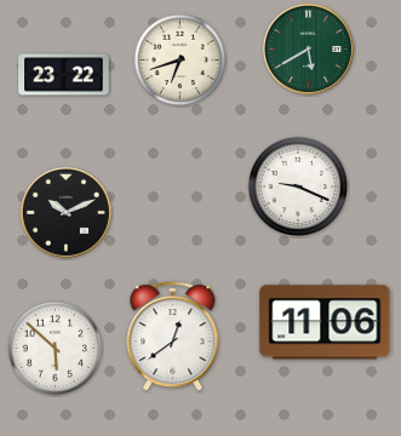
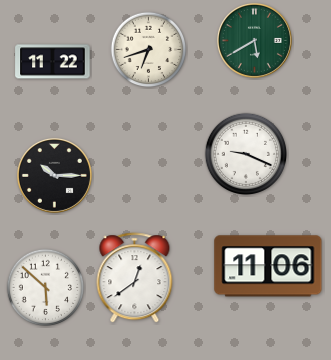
clock at (64, 75): 23:22 -> 11:22
clock at (65, 212): 10:11 -> 10:15
clock at (173, 337) position: (173, 337) -> (135, 278)
